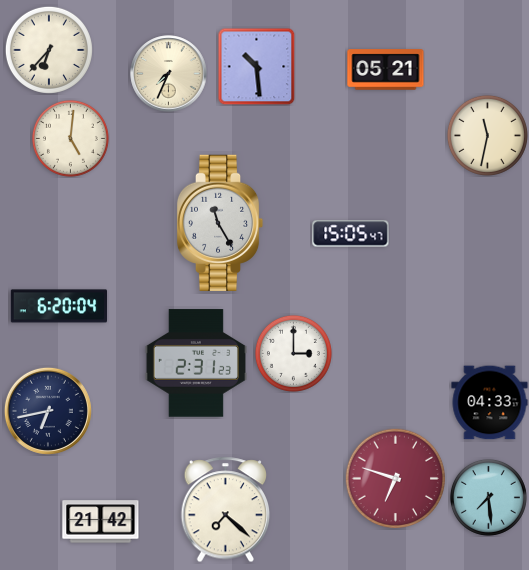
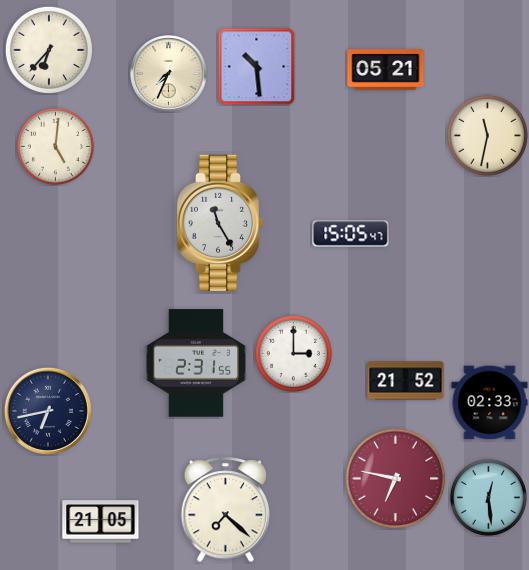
clock at (70, 138) position: (70, 138) -> (55, 146)
clock at (59, 306): 6:20 -> none
clock at (195, 363): 2:31:23 -> 2:31:55
clock at (406, 381): none -> 21:52
clock at (490, 403): 04:33 -> 02:33
clock at (396, 479): 6:48 -> 6:47
clock at (488, 497): 7:29 -> 12:29
clock at (101, 522): 21:42 -> 21:05
